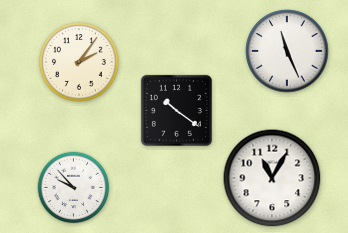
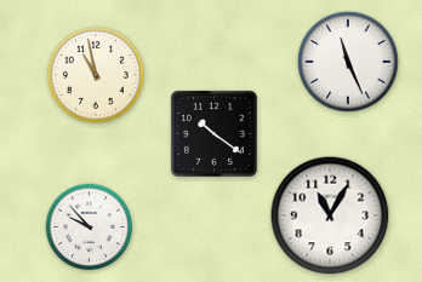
clock at (79, 62): 2:06 -> 10:58
